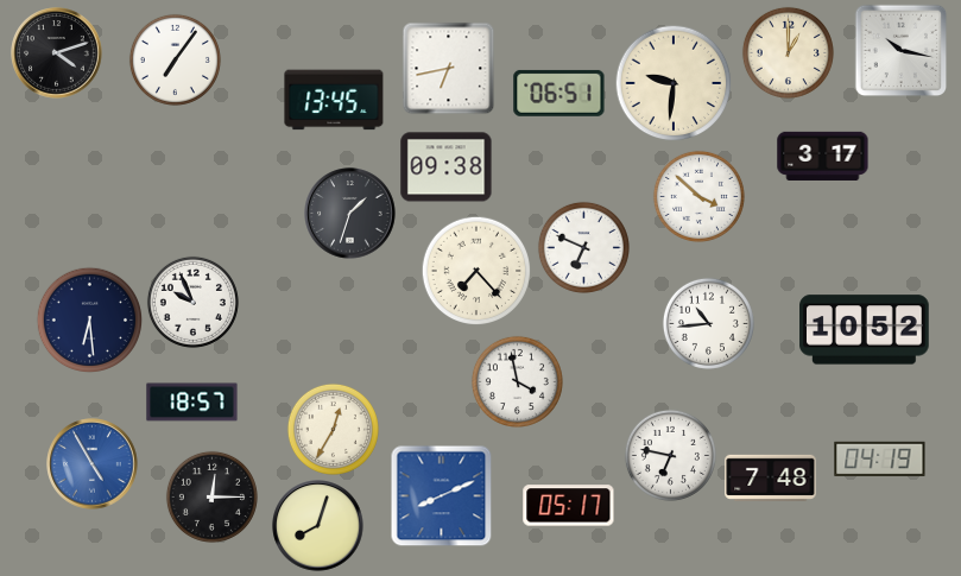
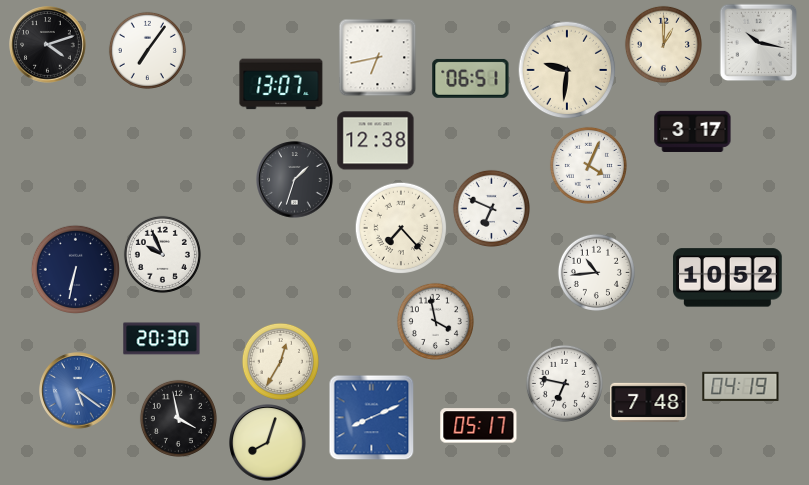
clock at (334, 100): 13:45 -> 13:07
clock at (447, 167): 09:38 -> 12:38
clock at (698, 196): 3:52 -> 4:04
clock at (89, 319): 6:29 -> 6:32
clock at (192, 403): 18:57 -> 20:30
clock at (93, 464): 4:55 -> 5:21
clock at (211, 496): 12:15 -> 3:58
